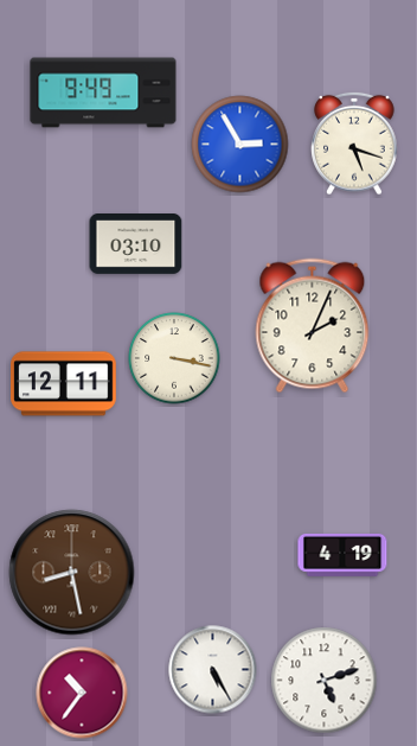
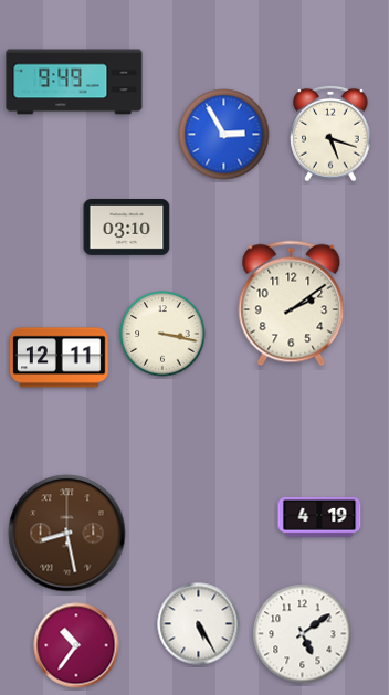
clock at (103, 93) position: (103, 93) -> (74, 82)
clock at (313, 326): 2:04 -> 2:09
clock at (325, 681): 5:12 -> 5:09
